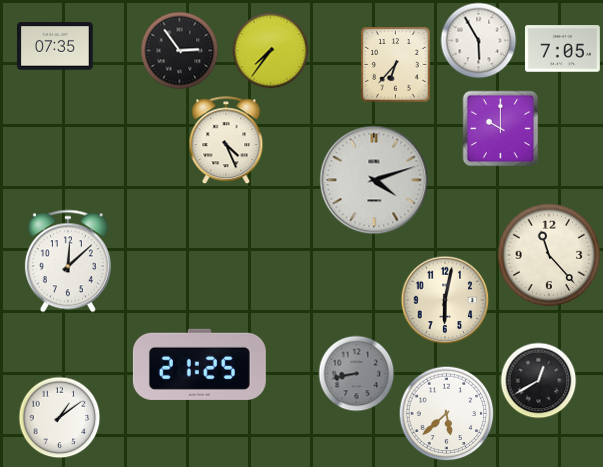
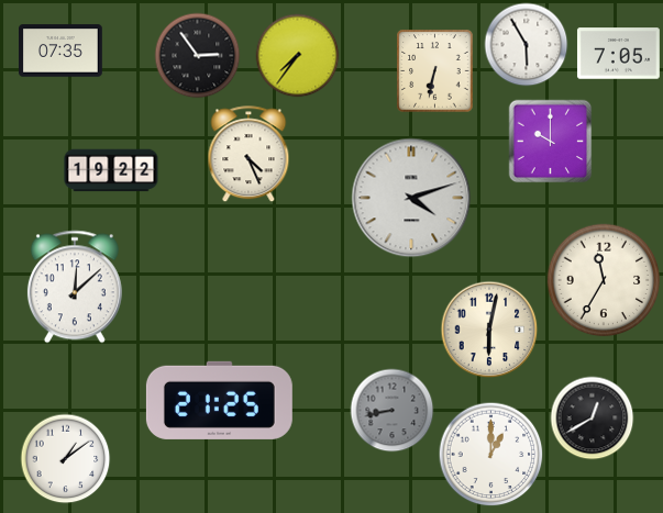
clock at (396, 65): 6:37 -> 6:32
clock at (111, 170): none -> 19:22
clock at (549, 255): 11:23 -> 11:35
clock at (447, 414): 5:38 -> 1:00
